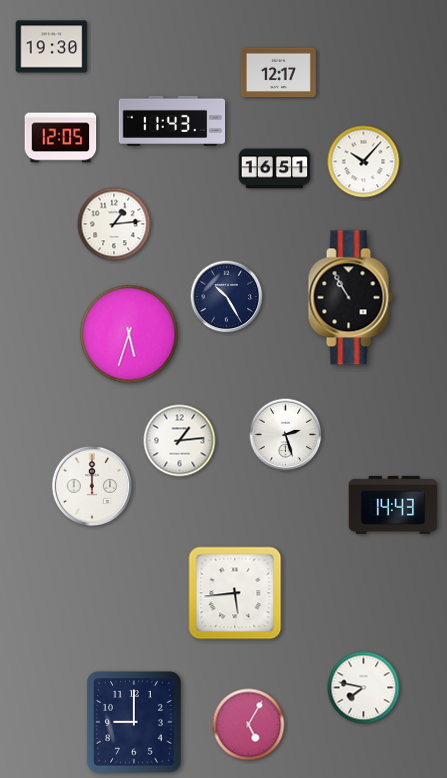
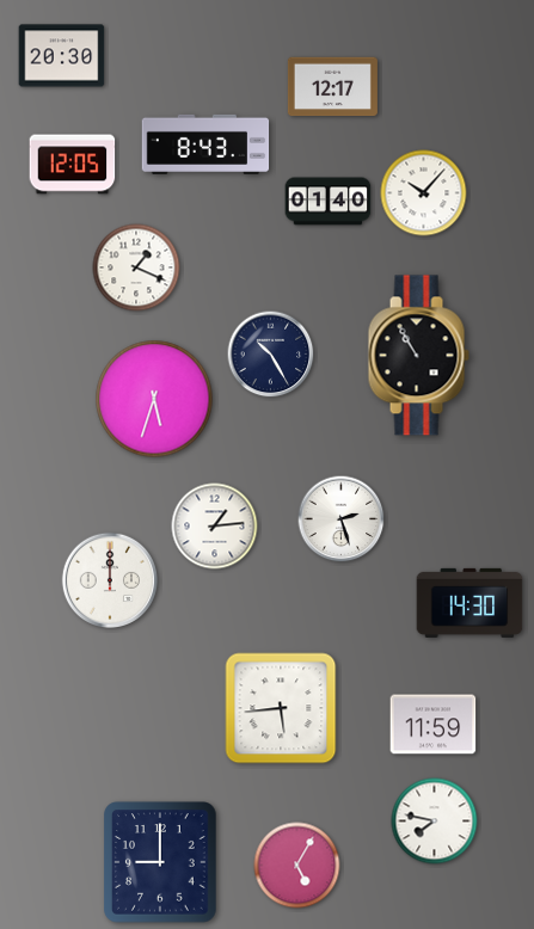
clock at (52, 47): 19:30 -> 20:30
clock at (172, 121): 11:43 -> 8:43
clock at (364, 162) position: (364, 162) -> (424, 193)
clock at (275, 169): 16:51 -> 01:40
clock at (114, 224): 1:14 -> 1:19
clock at (393, 505): 14:43 -> 14:30
clock at (434, 725): none -> 11:59
